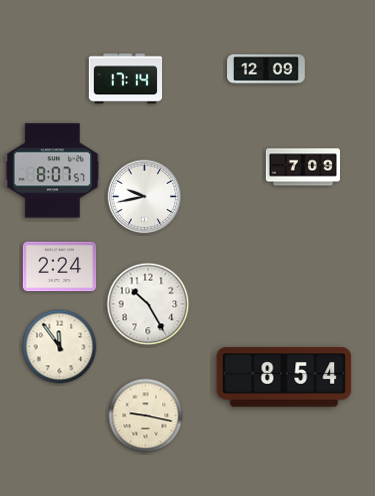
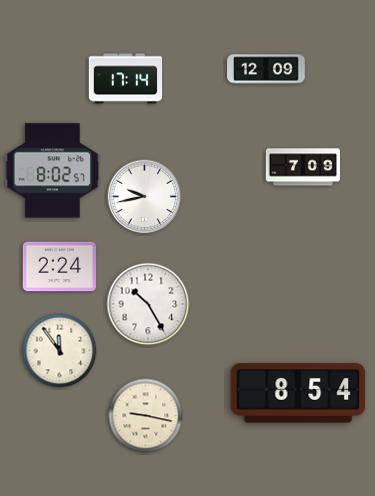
clock at (52, 171): 8:07 -> 8:02
clock at (60, 347) position: (60, 347) -> (60, 351)
clock at (284, 377) position: (284, 377) -> (298, 393)
